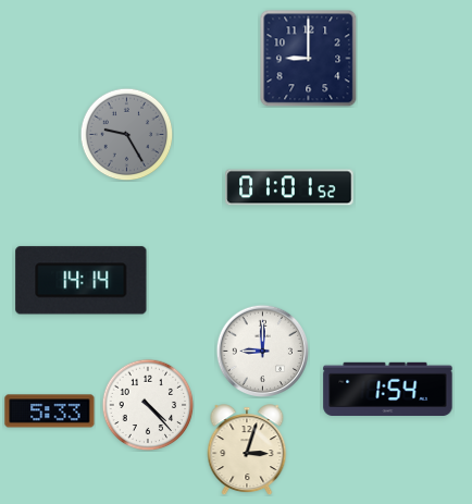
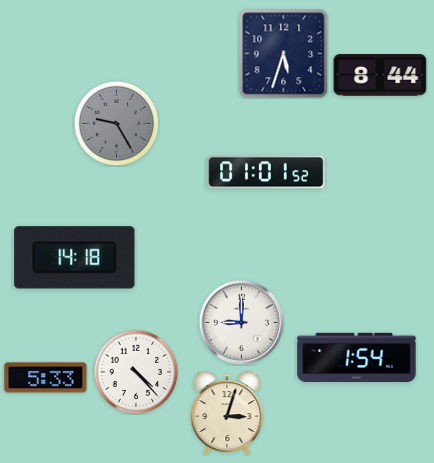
clock at (308, 58): 9:00 -> 5:33
clock at (380, 75): none -> 8:44
clock at (82, 281): 14:14 -> 14:18
